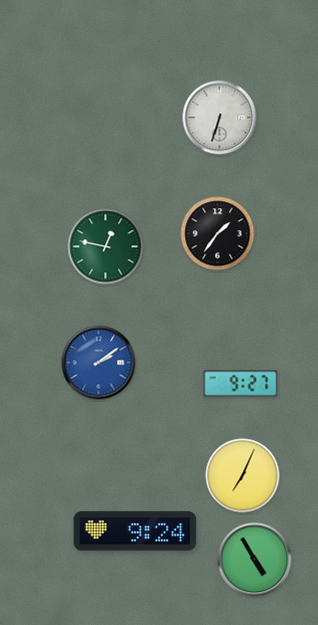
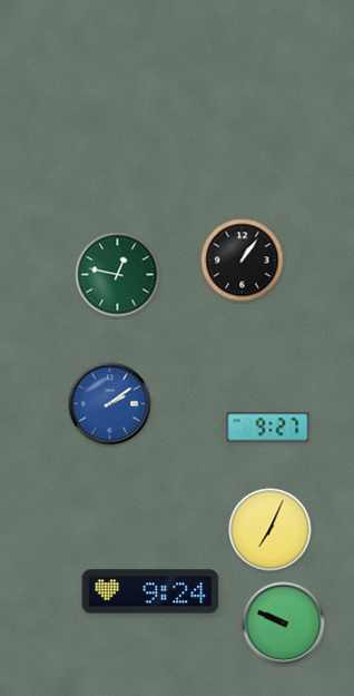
clock at (220, 118): 6:33 -> none
clock at (218, 234): 1:36 -> 1:06
clock at (255, 560): 4:55 -> 9:49
